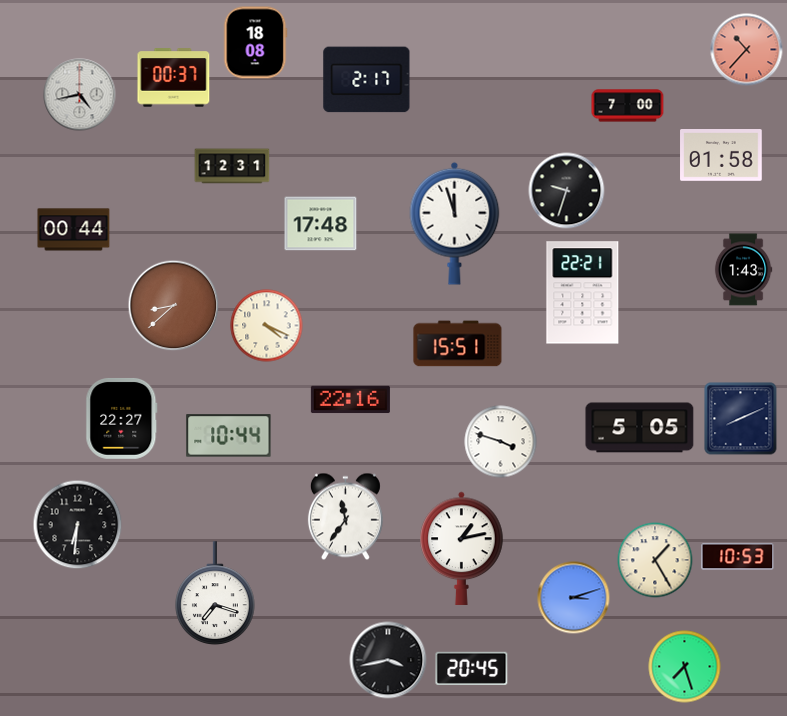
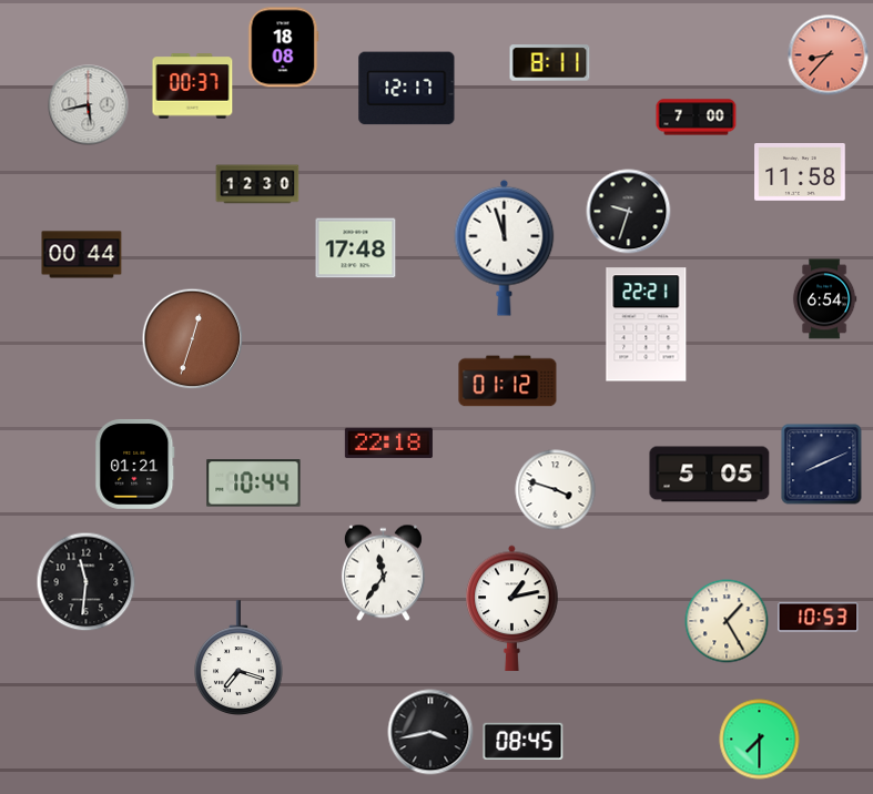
clock at (747, 50): 10:37 -> 8:37
clock at (550, 63): none -> 8:11
clock at (367, 80): 2:17 -> 12:17
clock at (80, 95): 4:43 -> 5:43
clock at (721, 156): 01:58 -> 11:58
clock at (232, 166): 12:31 -> 12:30
clock at (743, 270): 1:43 -> 6:54
clock at (174, 306): 8:38 -> 12:33
clock at (267, 326): 4:19 -> none
clock at (458, 344): 15:51 -> 01:12
clock at (350, 400): 22:16 -> 22:18
clock at (122, 418): 22:27 -> 01:21
clock at (78, 525): 6:31 -> 11:31
clock at (574, 598): 3:12 -> none
clock at (685, 667): 7:27 -> 7:30
clock at (472, 668): 20:45 -> 08:45
